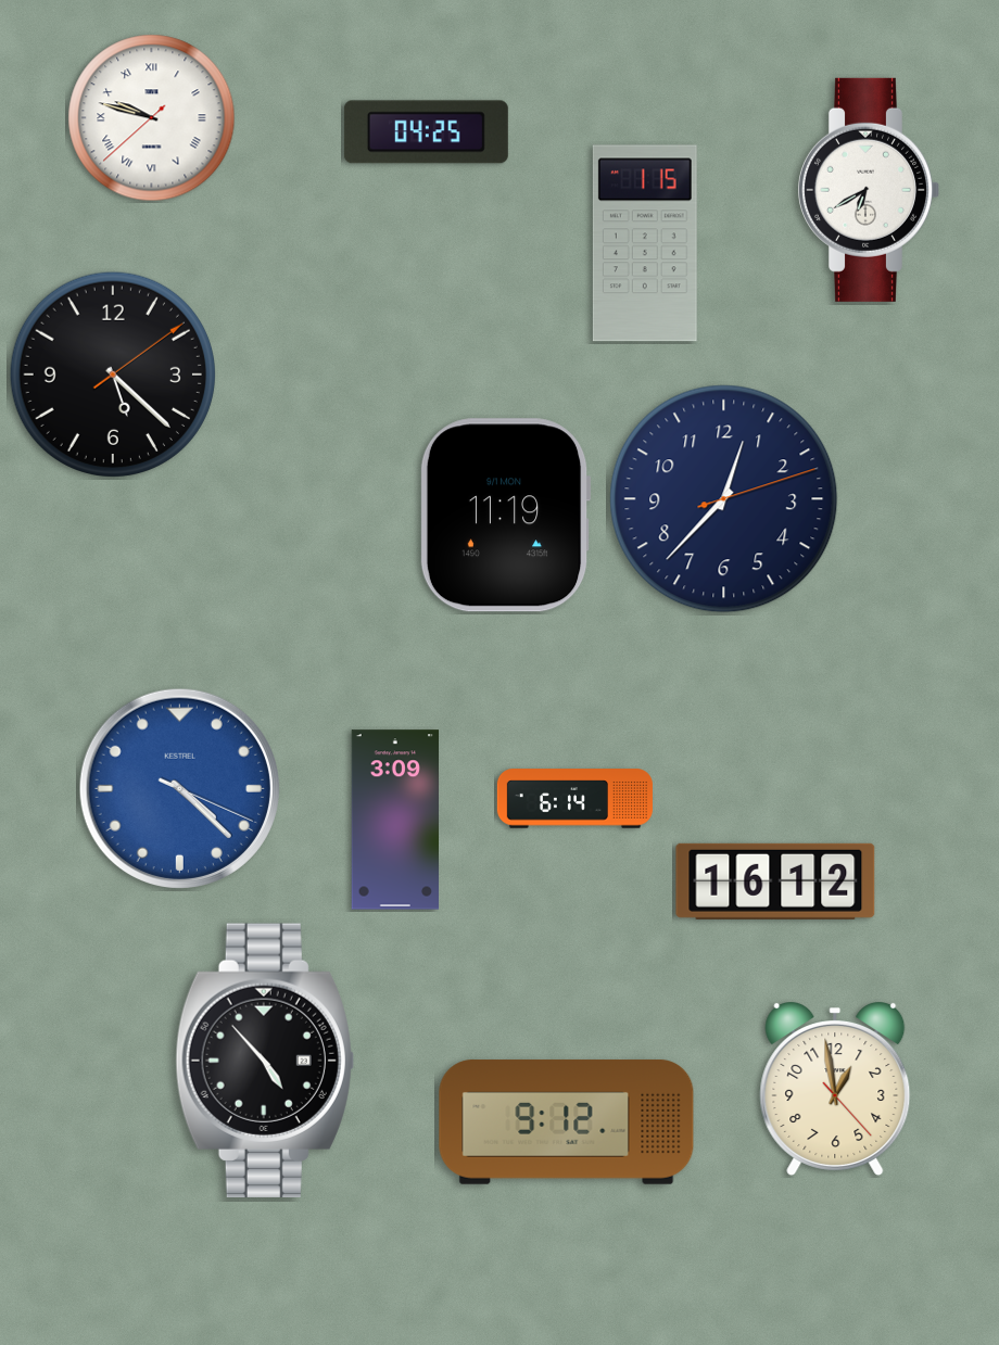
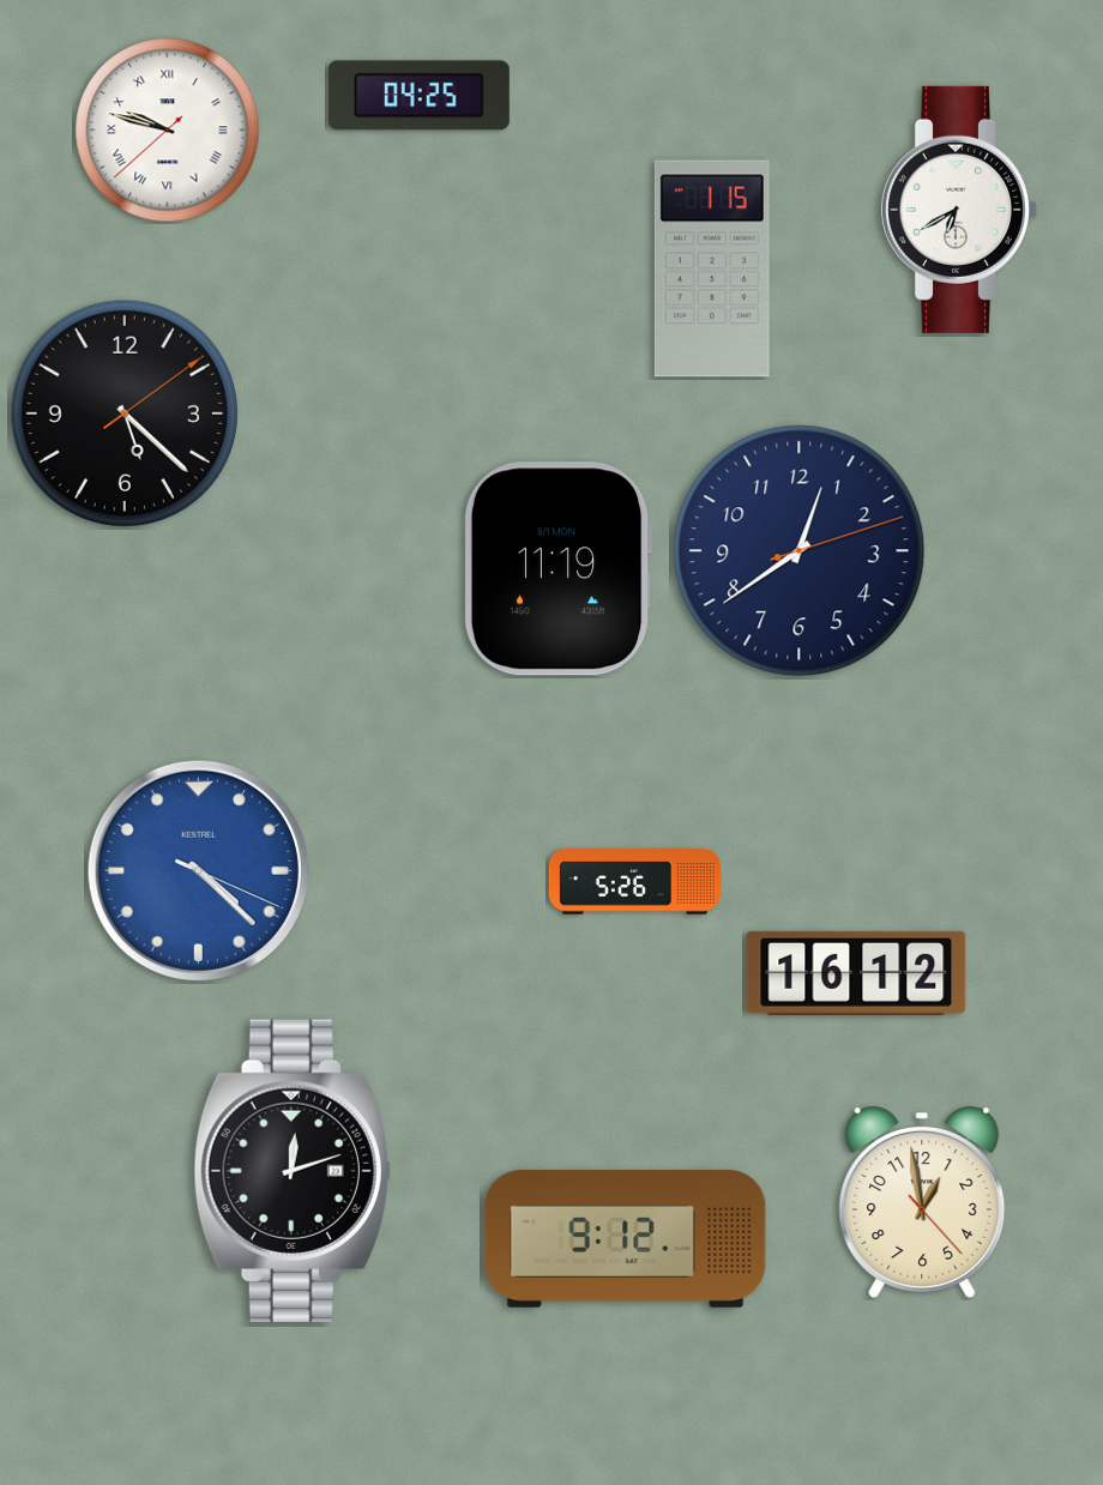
clock at (426, 132) position: (426, 132) -> (418, 96)
clock at (724, 499): 12:37 -> 12:39
clock at (574, 799): 6:14 -> 5:26
clock at (394, 820): 3:09 -> none
clock at (265, 1061): 4:53 -> 12:12
